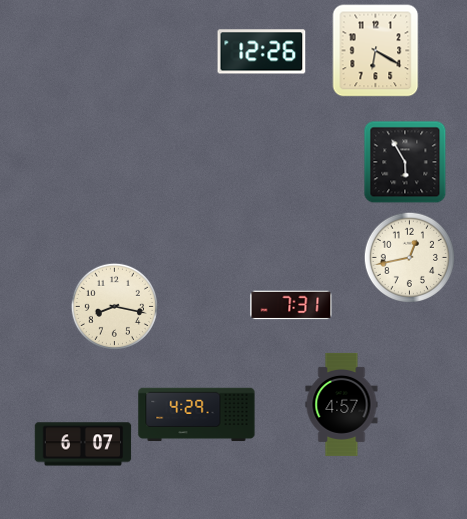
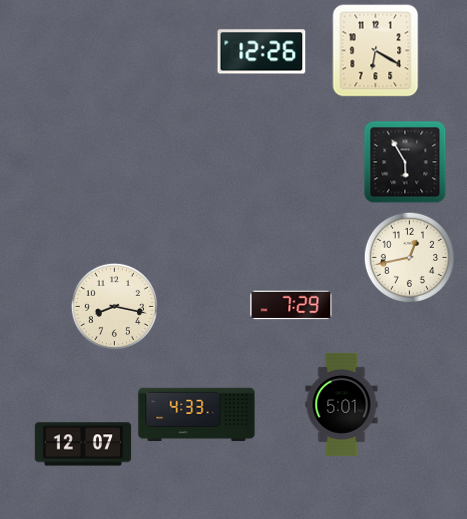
clock at (291, 305): 7:31 -> 7:29
clock at (342, 404): 4:57 -> 5:01
clock at (197, 415): 4:29 -> 4:33
clock at (83, 444): 6:07 -> 12:07
